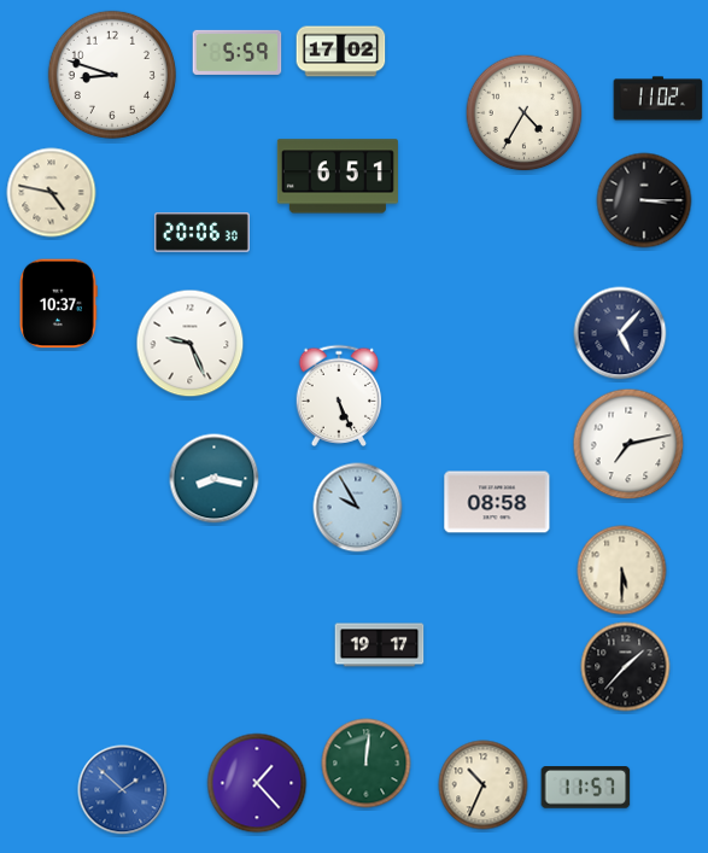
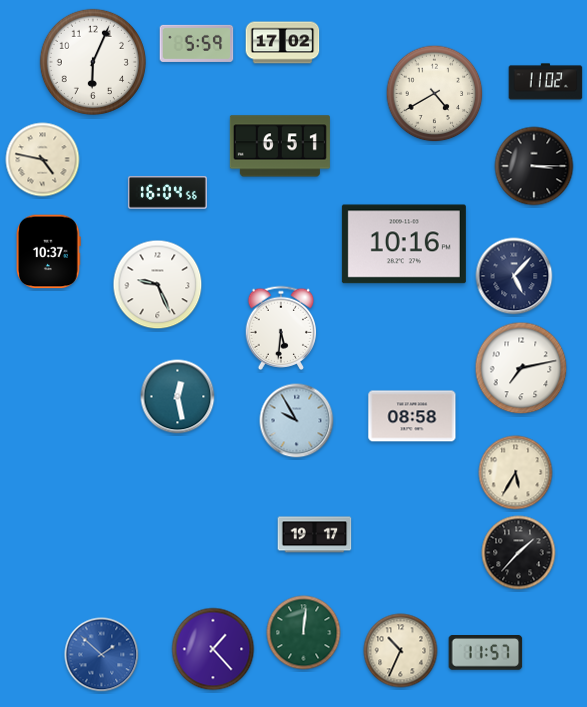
clock at (112, 75): 8:48 -> 6:04
clock at (525, 113): 4:35 -> 4:40
clock at (201, 233): 20:06 -> 16:04
clock at (404, 244): none -> 10:16
clock at (339, 395): 5:26 -> 5:31
clock at (215, 479): 8:17 -> 12:28
clock at (622, 571): 5:30 -> 5:35
